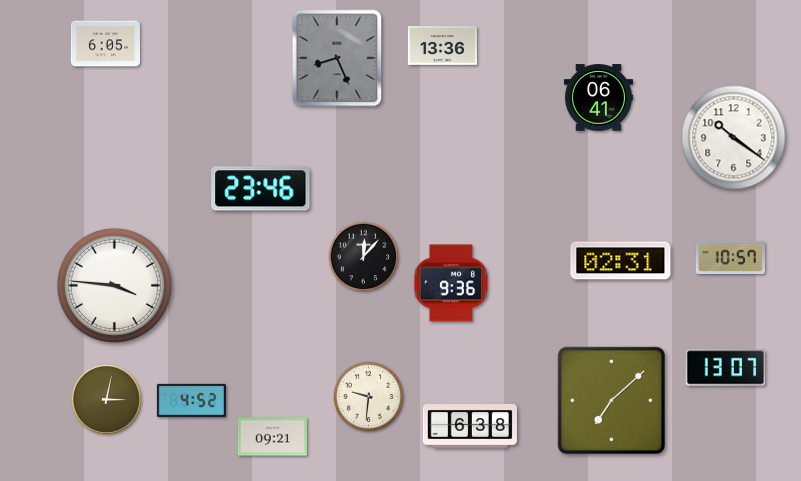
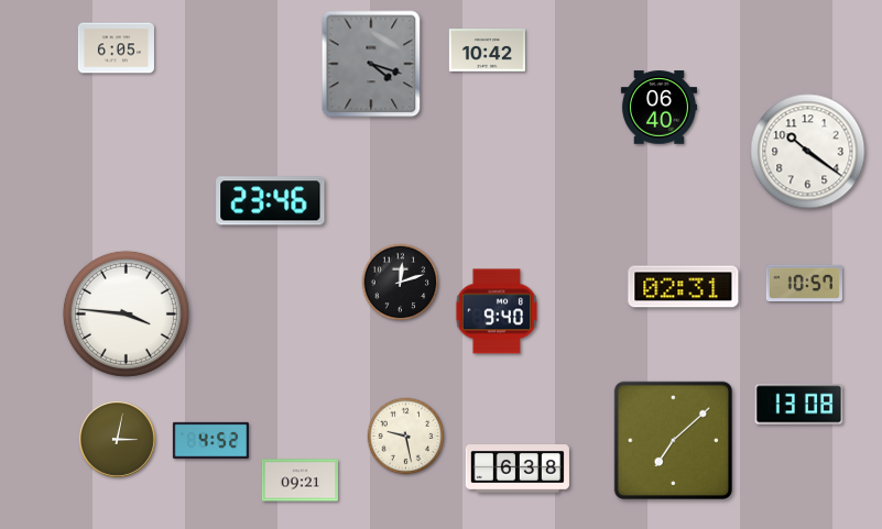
clock at (442, 46): 13:36 -> 10:42
clock at (337, 58): 8:26 -> 4:18
clock at (598, 98): 06:41 -> 06:40
clock at (261, 189) position: (261, 189) -> (271, 201)
clock at (364, 257): 12:07 -> 12:12
clock at (451, 283): 9:36 -> 9:40
clock at (726, 368): 13:07 -> 13:08
clock at (369, 397): 9:31 -> 9:28
